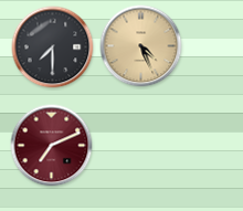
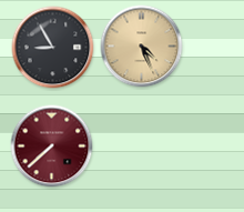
clock at (53, 48): 7:30 -> 8:55
clock at (52, 146): 7:11 -> 7:38
